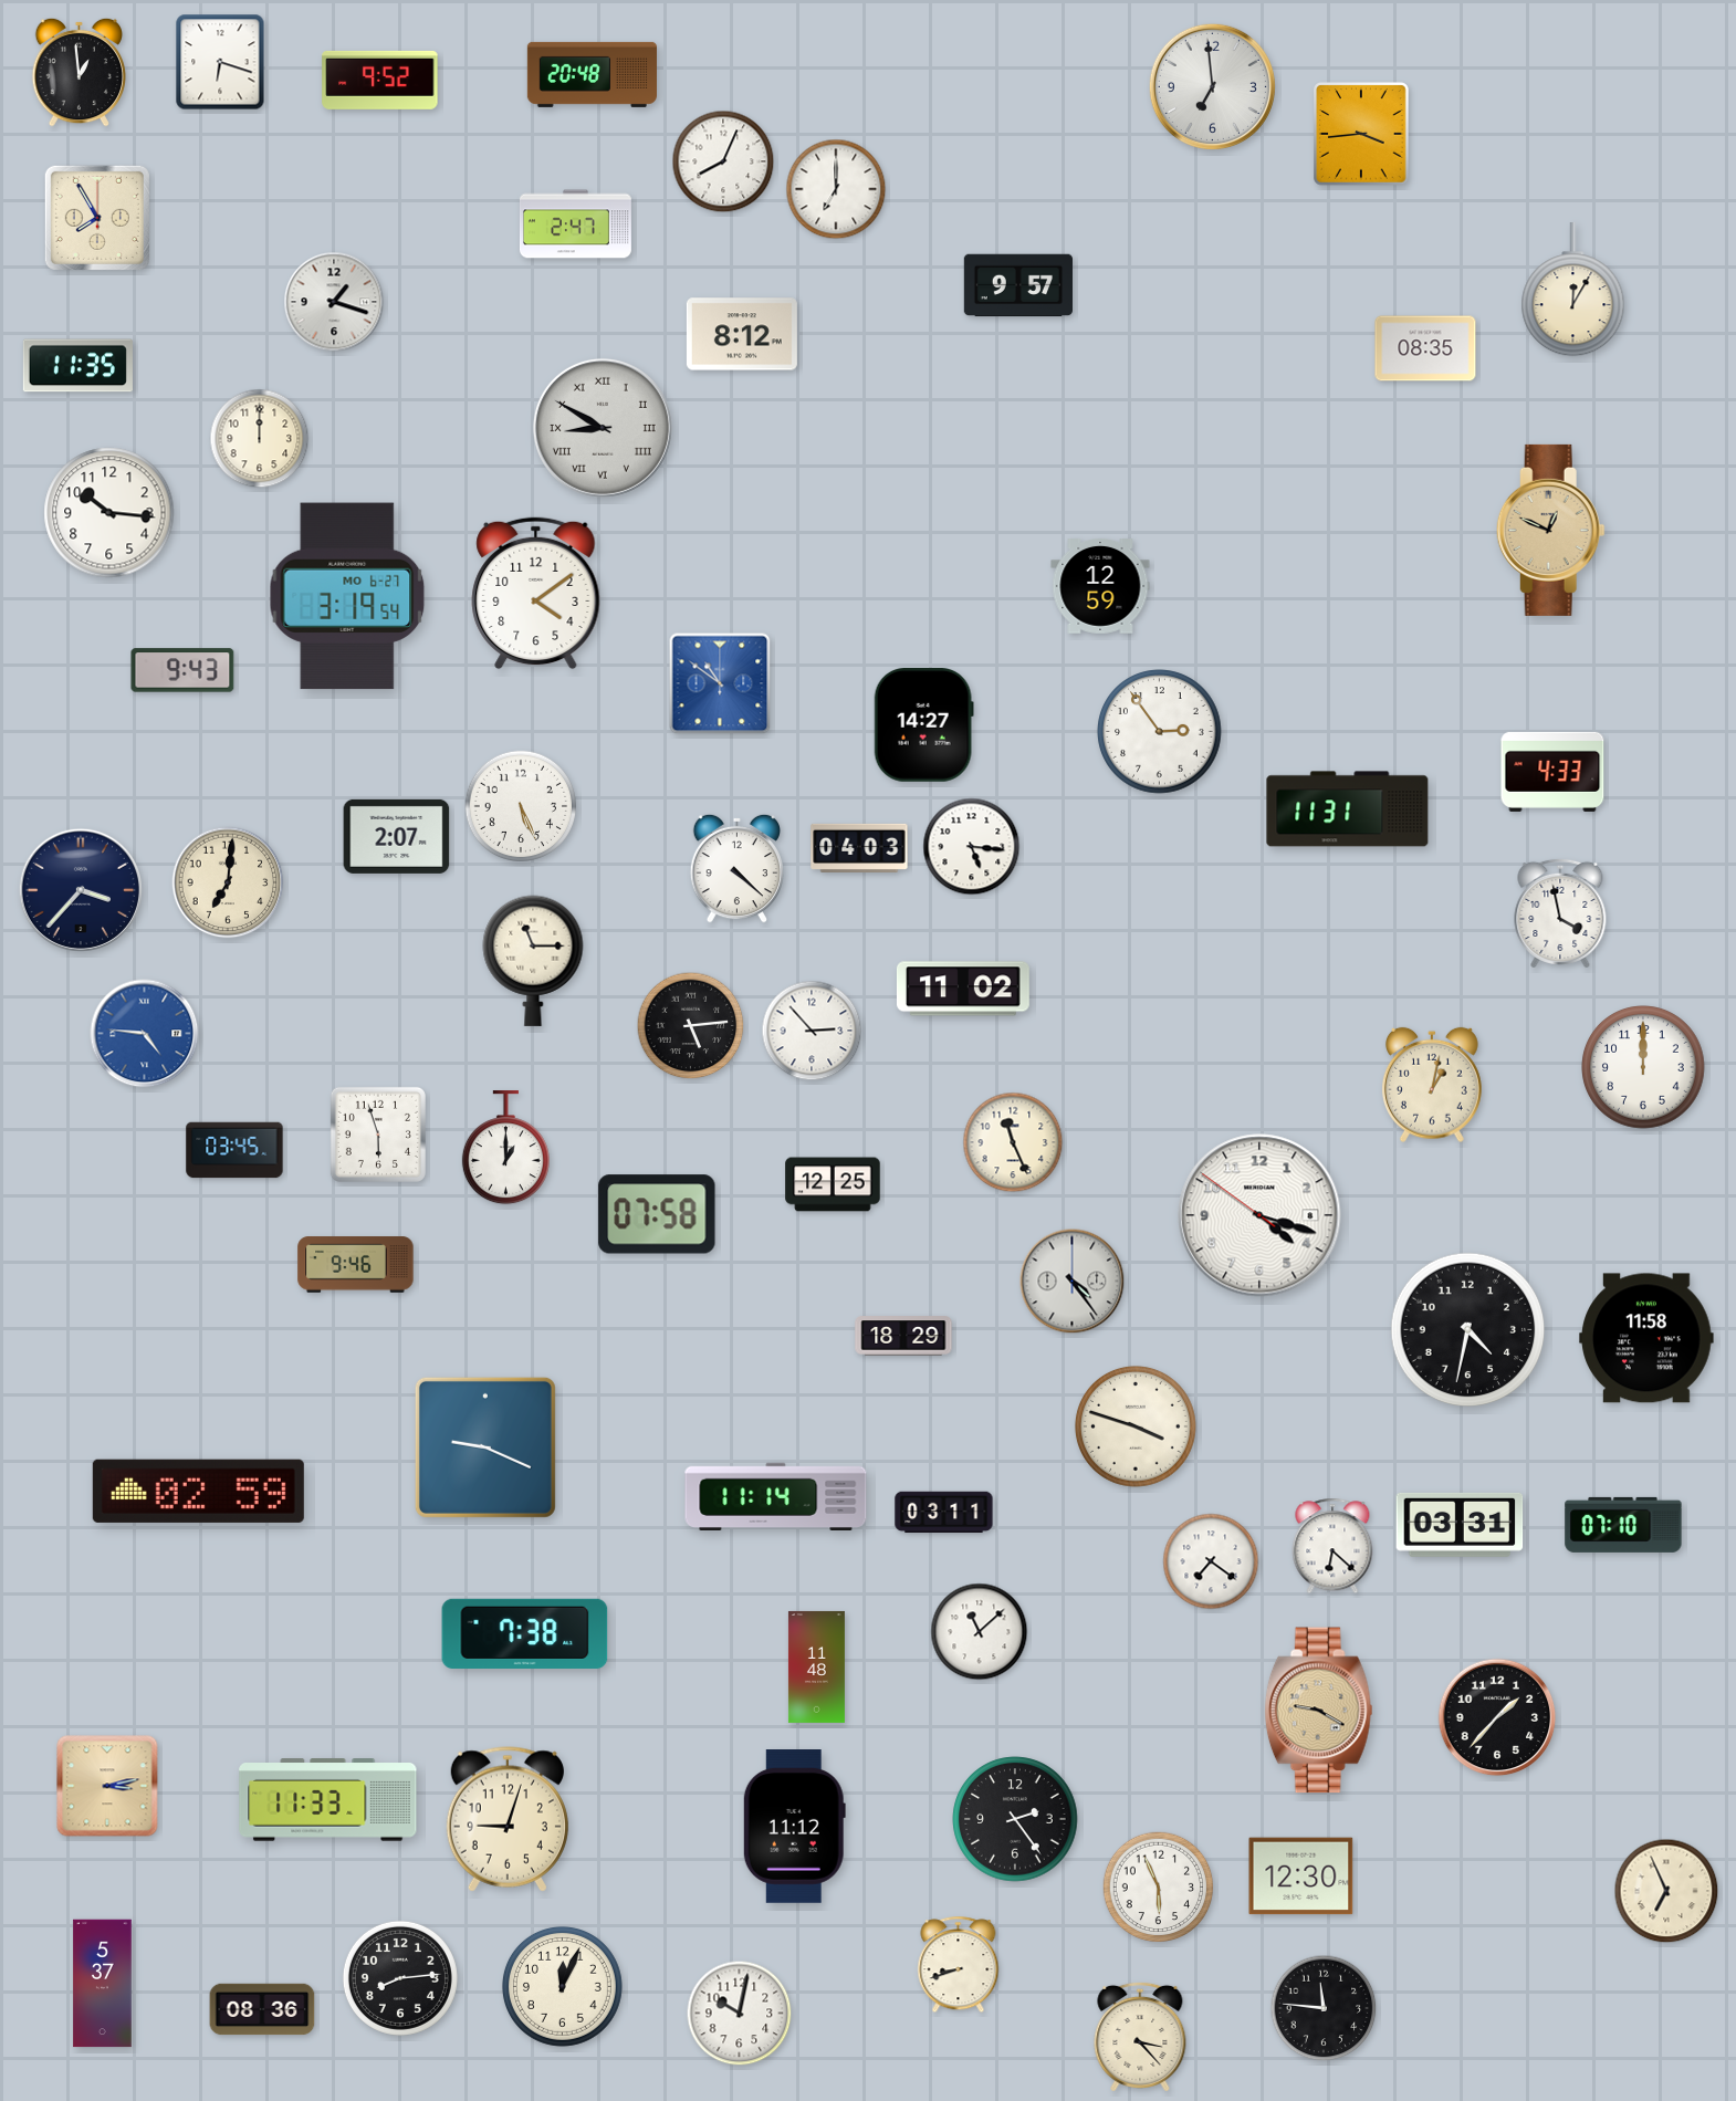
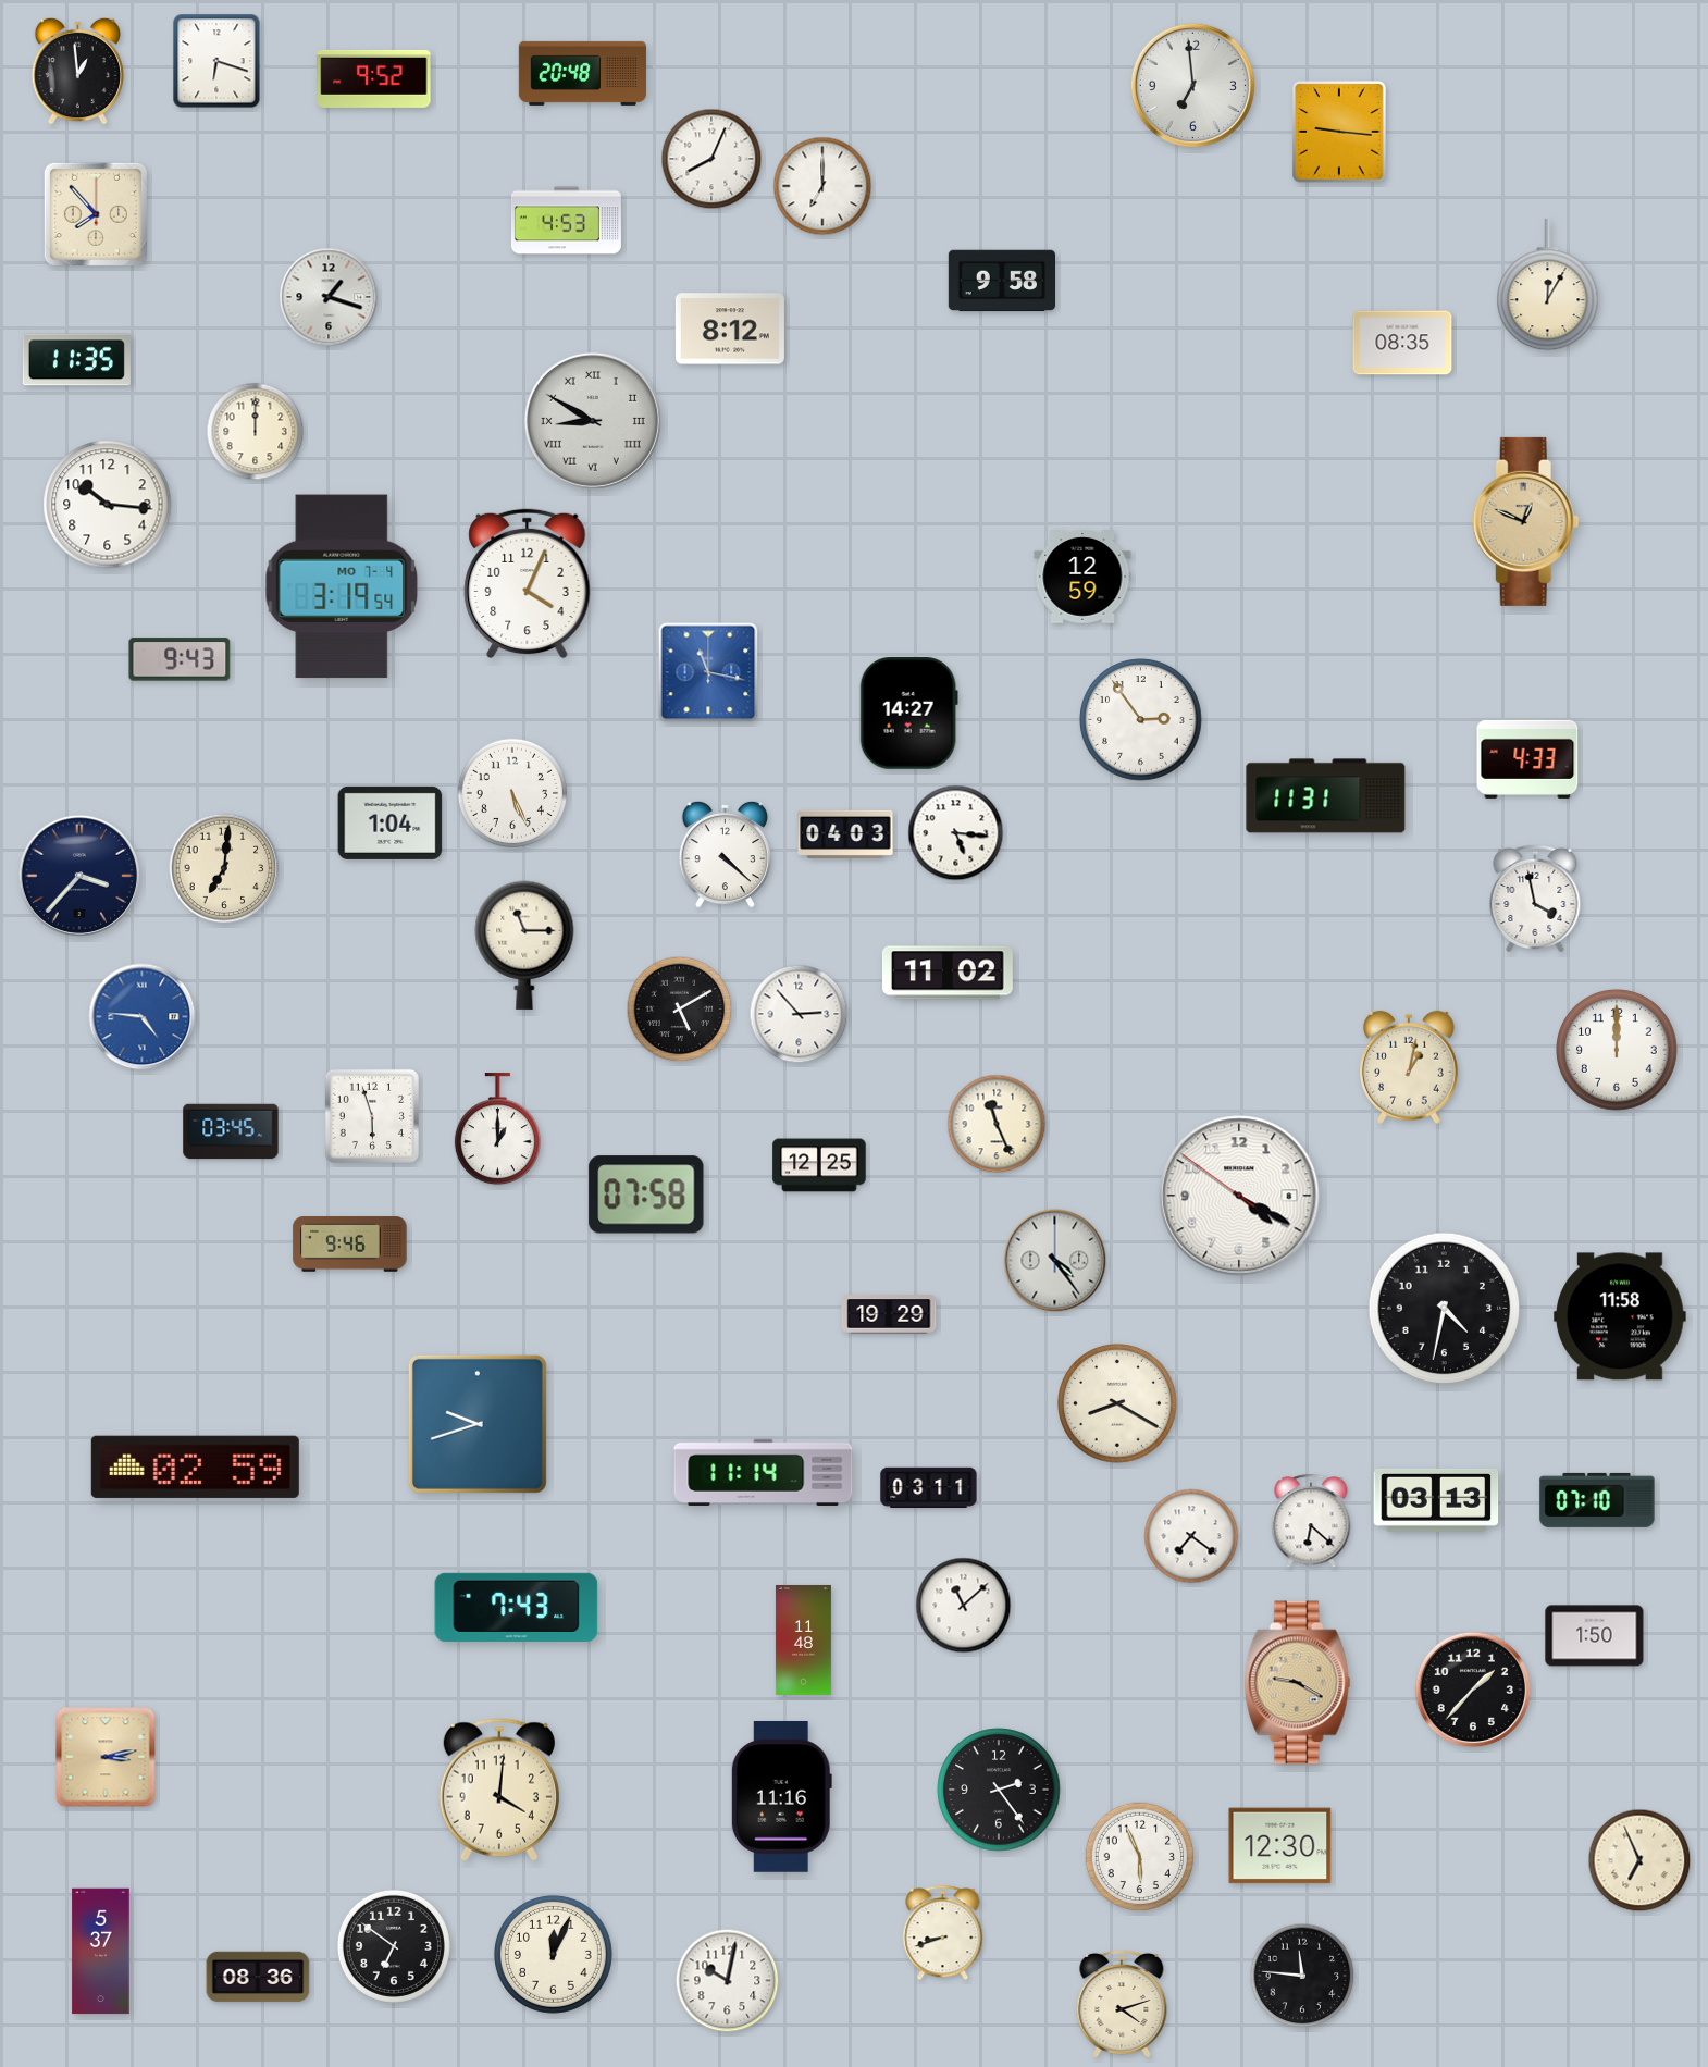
clock at (1361, 134): 3:44 -> 9:16
clock at (97, 218): 7:55 -> 7:53
clock at (575, 224): 2:47 -> 4:53
clock at (1017, 285): 9:57 -> 9:58
clock at (536, 594): 4:09 -> 4:04
clock at (347, 596) date: MO 6-27 -> MO 7-4
clock at (720, 683): 10:51 -> 11:17
clock at (397, 836): 2:07 -> 1:04
clock at (691, 1026): 5:14 -> 5:10
clock at (1259, 1215): 4:17 -> 4:19
clock at (903, 1336): 18:29 -> 19:29
clock at (1136, 1426): 3:48 -> 8:20
clock at (485, 1447): 9:19 -> 9:42
clock at (1460, 1525): 03:31 -> 03:13
clock at (525, 1633): 7:38 -> 7:43
clock at (1595, 1636): none -> 1:50
clock at (328, 1800): 11:33 -> none
clock at (508, 1819): 9:03 -> 4:01
clock at (794, 1827): 11:12 -> 11:16
clock at (400, 1978): 8:14 -> 6:51
clock at (1140, 2037): 3:23 -> 4:12
